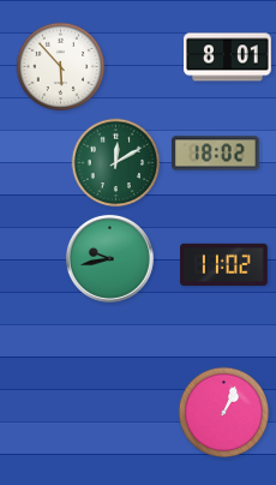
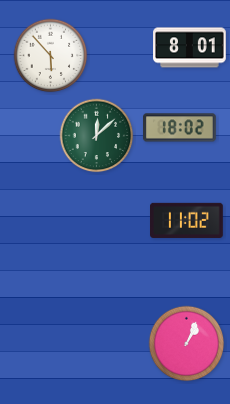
clock at (116, 163): 12:10 -> 12:08
clock at (109, 258): 9:43 -> none
